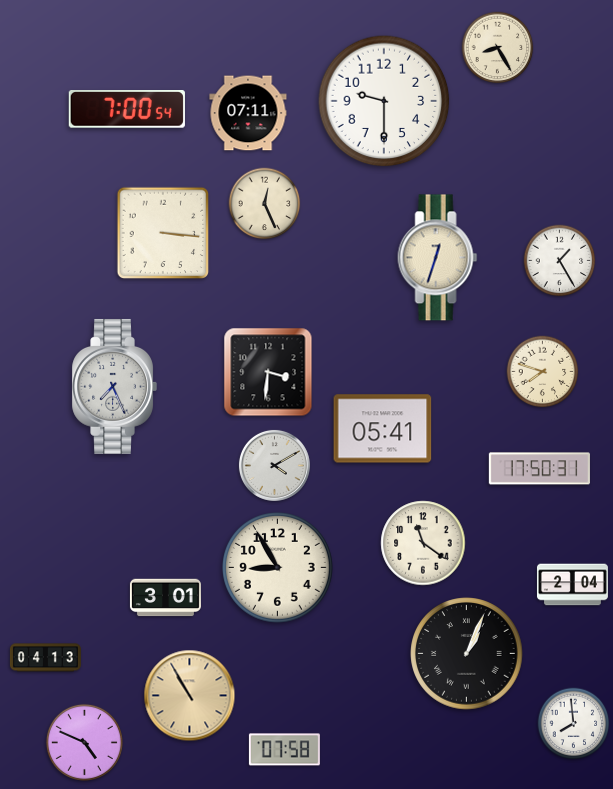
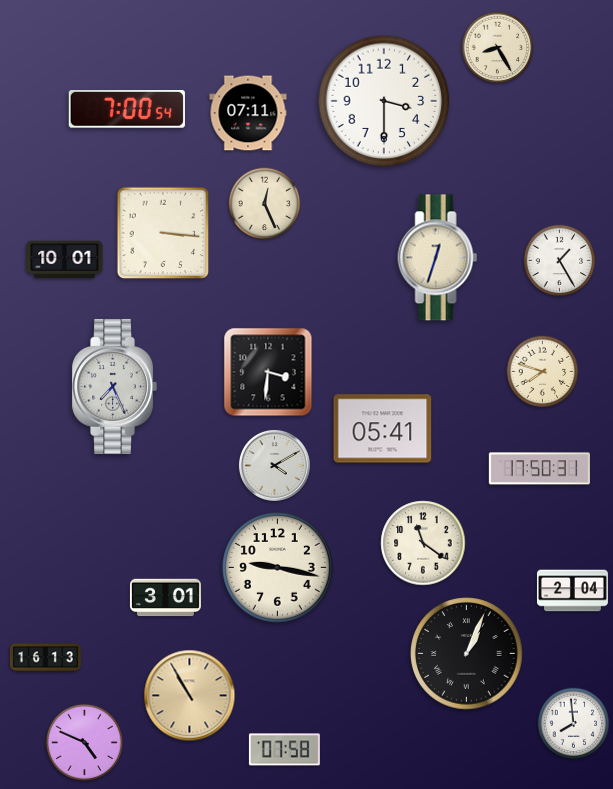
clock at (384, 101): 9:30 -> 3:30
clock at (65, 260): none -> 10:01
clock at (277, 567): 8:55 -> 9:17
clock at (572, 585) position: (572, 585) -> (572, 591)
clock at (45, 658): 04:13 -> 16:13
